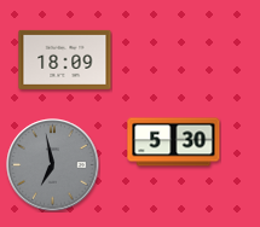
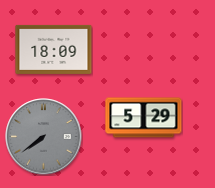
clock at (174, 142): 5:30 -> 5:29
clock at (53, 165): 6:58 -> 7:39
